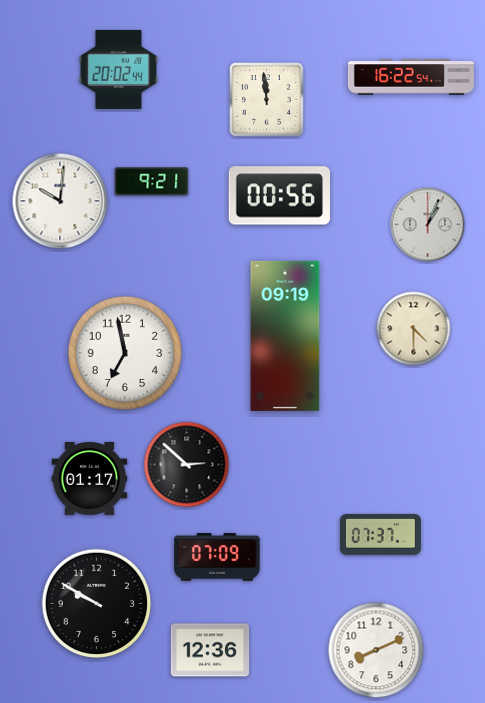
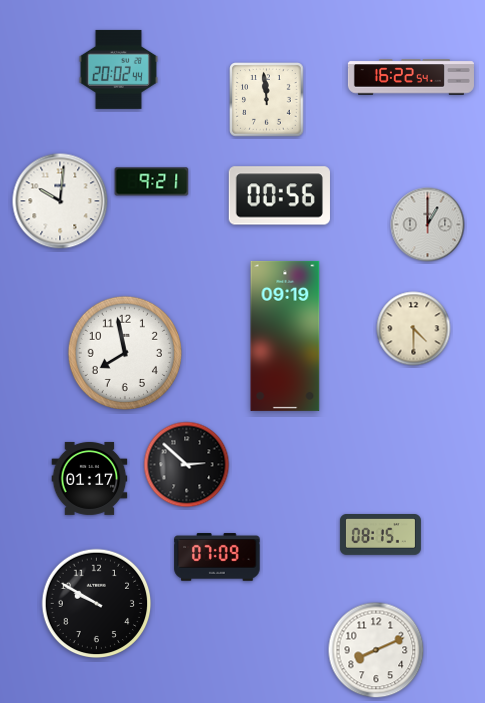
clock at (428, 225): 1:04 -> 1:00
clock at (124, 352): 6:58 -> 7:58
clock at (380, 535): 07:37 -> 08:15
clock at (210, 650): 12:36 -> none
